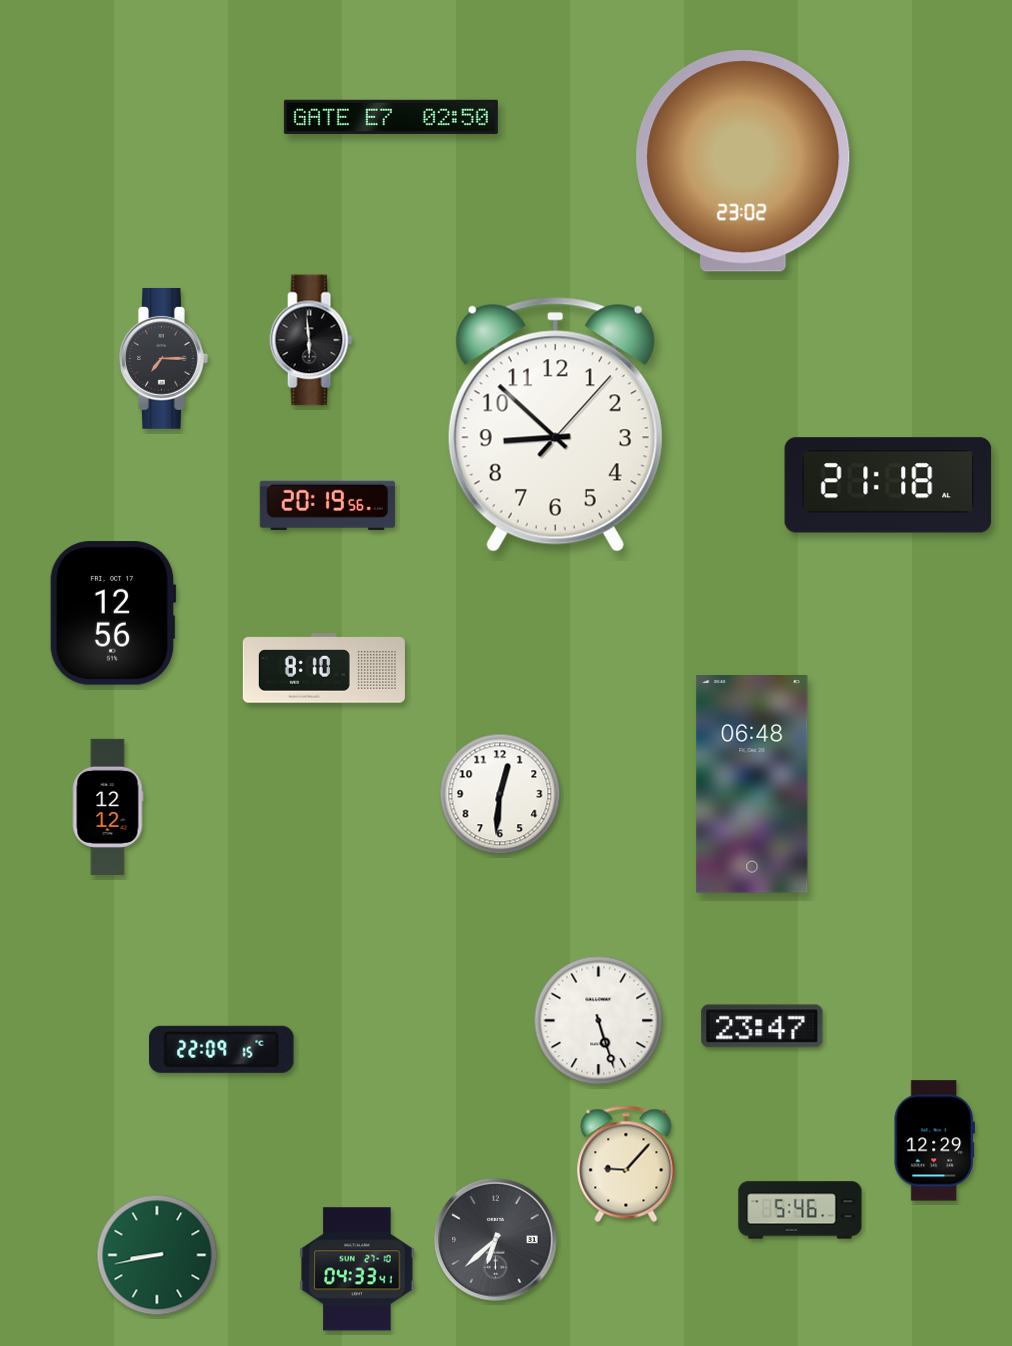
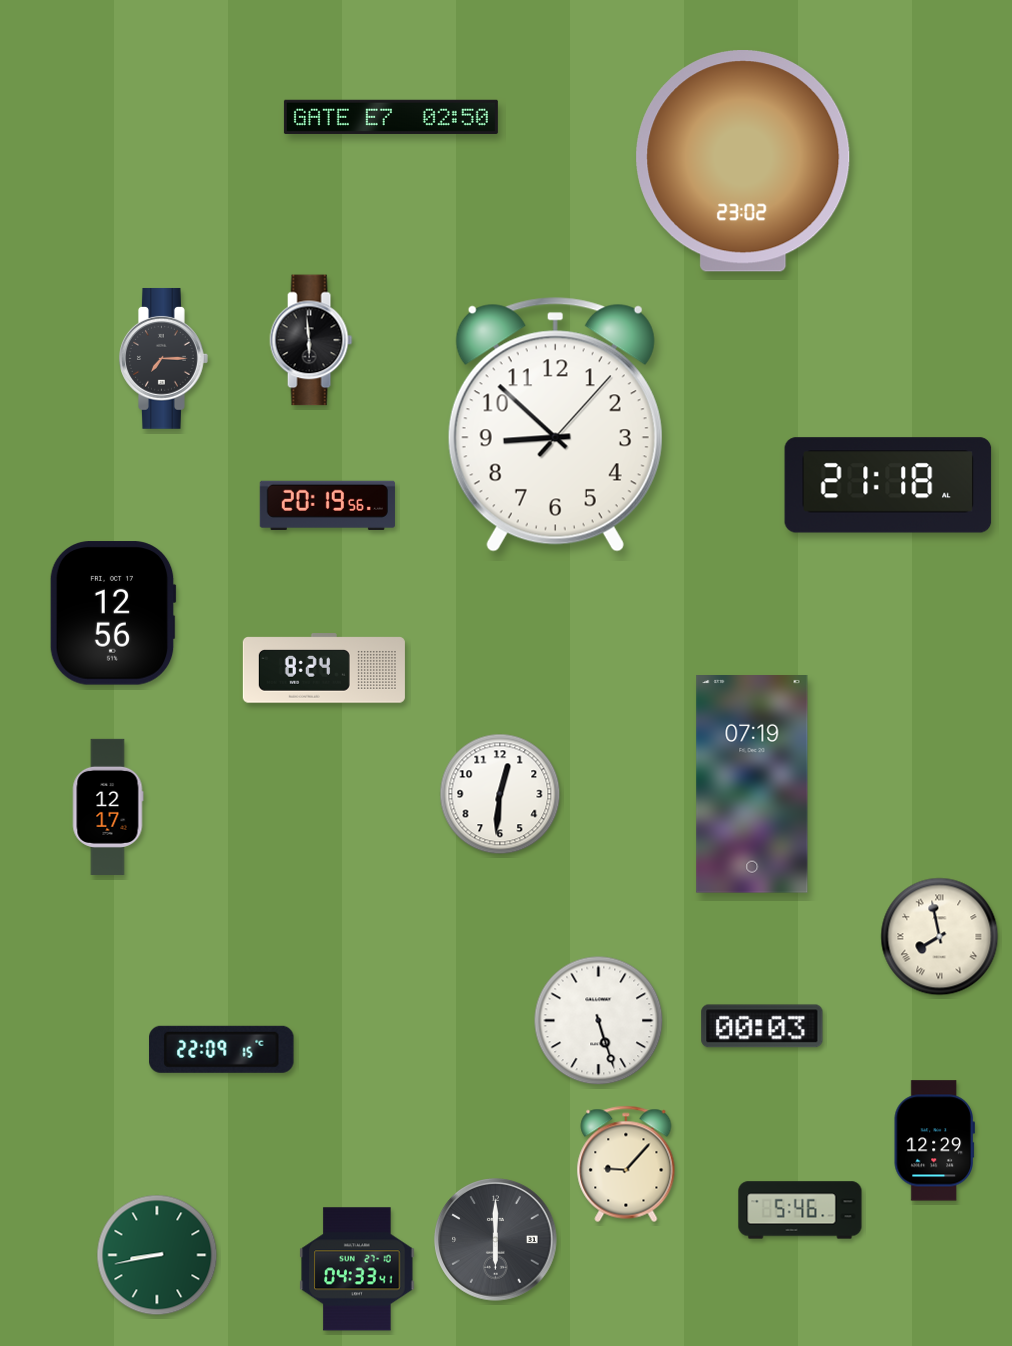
clock at (324, 668): 8:10 -> 8:24
clock at (752, 785): 06:48 -> 07:19
clock at (108, 807): 12:12 -> 12:17
clock at (940, 937): none -> 7:58
clock at (762, 1026): 23:47 -> 00:03
clock at (496, 1240): 6:38 -> 6:00
